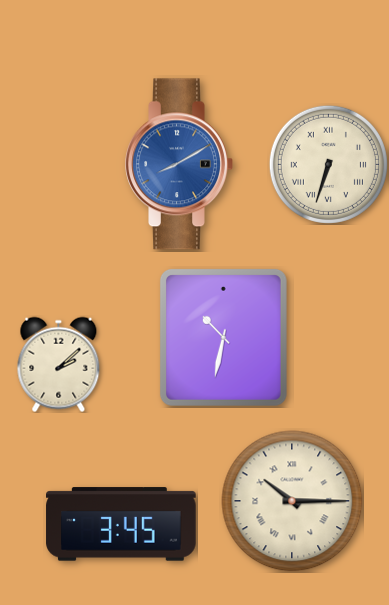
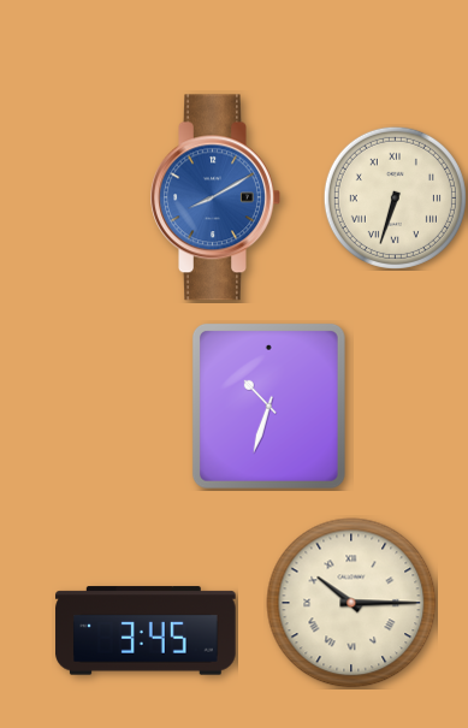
clock at (223, 337): 10:32 -> 10:33
clock at (59, 364): 2:08 -> none
